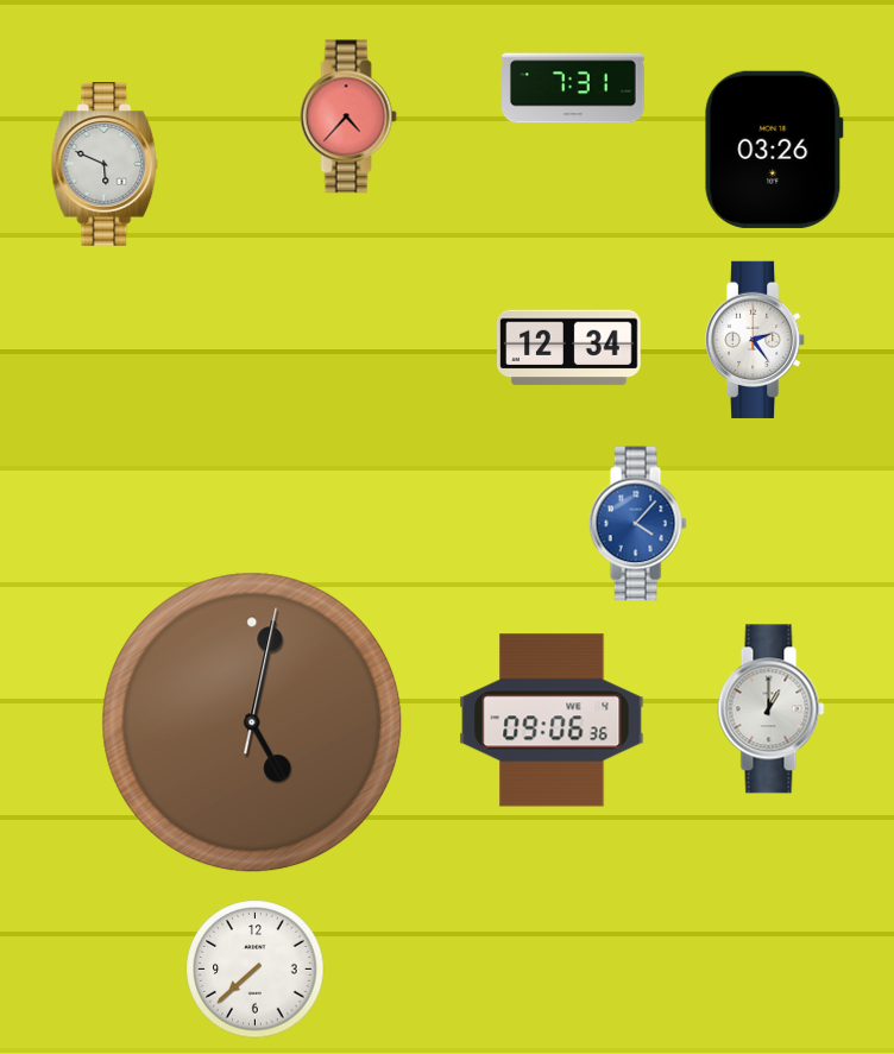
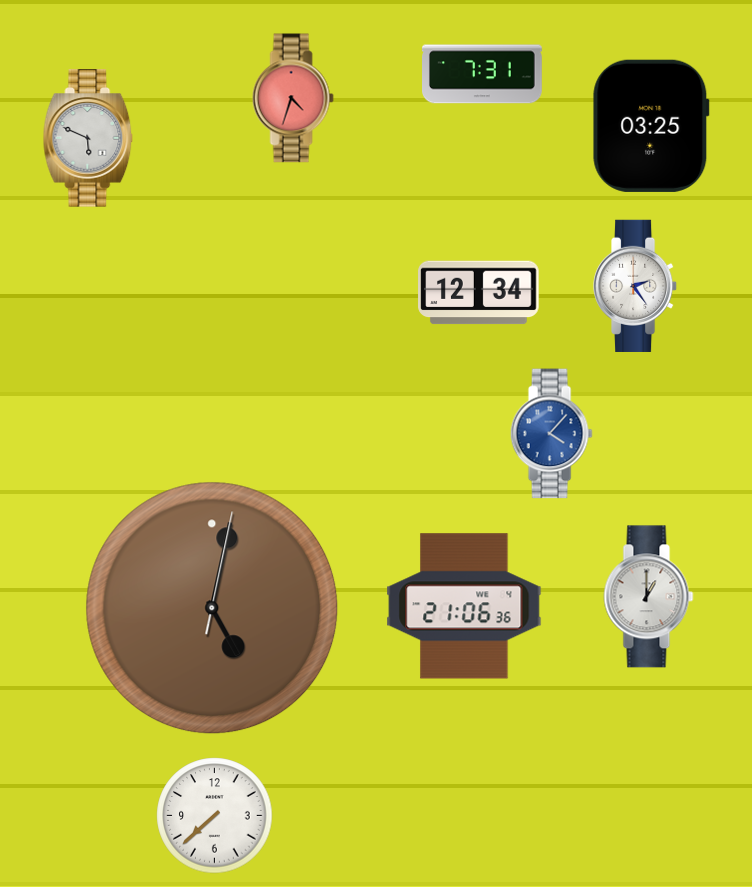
clock at (348, 116): 4:37 -> 4:33
clock at (774, 150): 03:26 -> 03:25
clock at (637, 524) position: (637, 524) -> (551, 434)
clock at (552, 720): 09:06 -> 21:06
